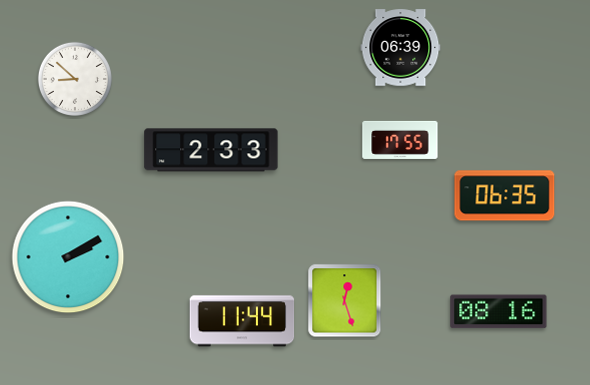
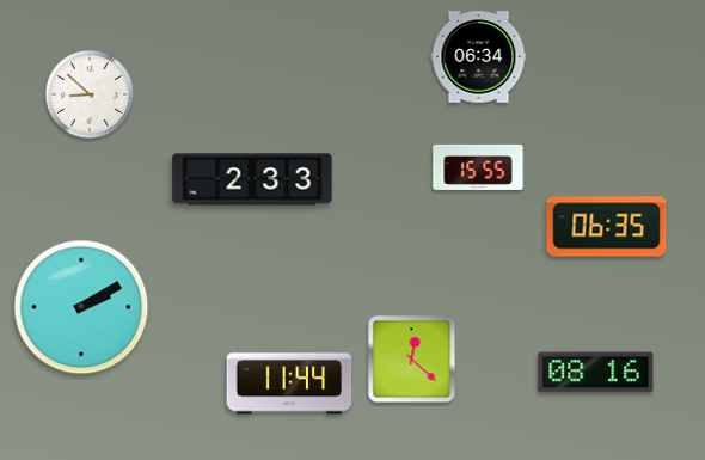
clock at (401, 48): 06:39 -> 06:34
clock at (400, 140): 17:55 -> 15:55
clock at (505, 196) position: (505, 196) -> (607, 227)
clock at (345, 301): 12:27 -> 12:22
